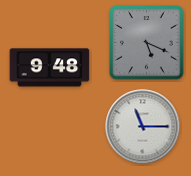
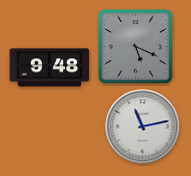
clock at (147, 43) position: (147, 43) -> (136, 47)
clock at (143, 127): 11:15 -> 11:13
